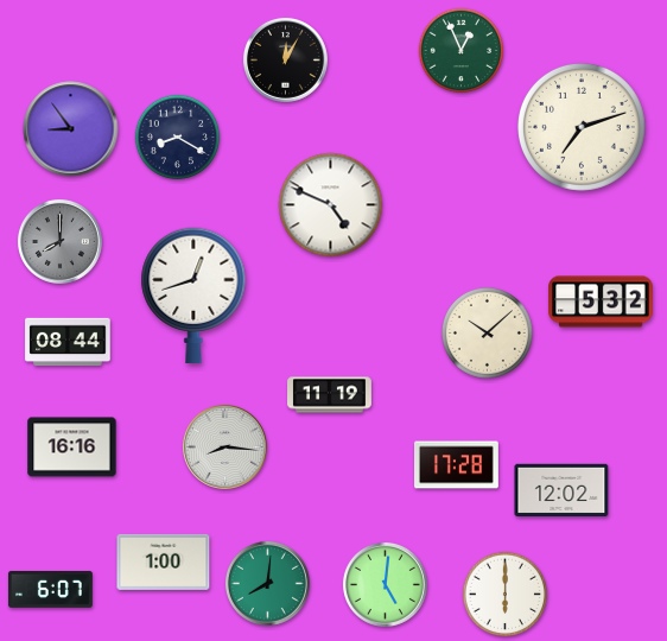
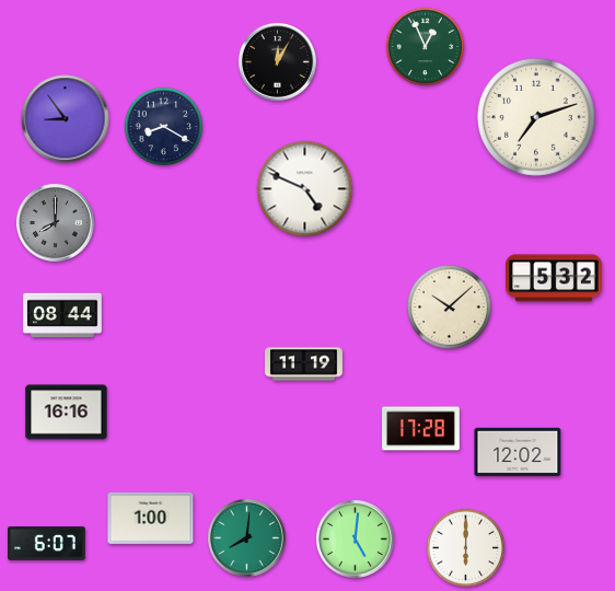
clock at (286, 61) position: (286, 61) -> (278, 62)
clock at (193, 296): 12:42 -> none
clock at (225, 448): 8:16 -> none
